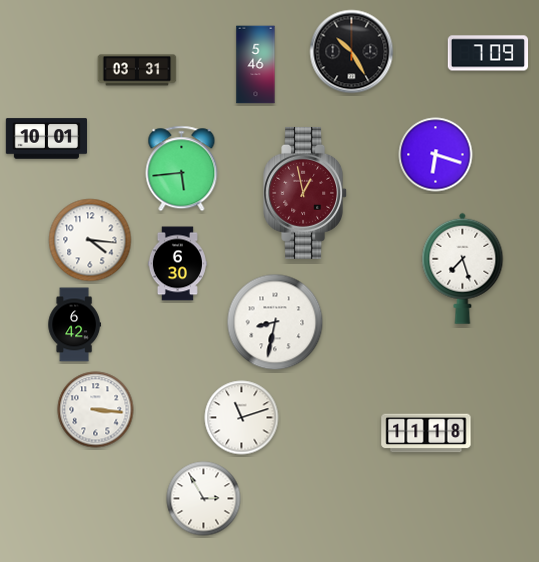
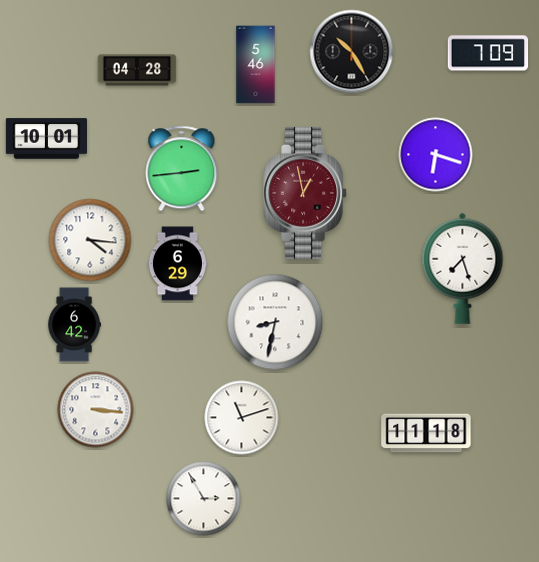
clock at (137, 70): 03:31 -> 04:28
clock at (182, 169): 5:44 -> 2:44
clock at (177, 264): 6:30 -> 6:29
